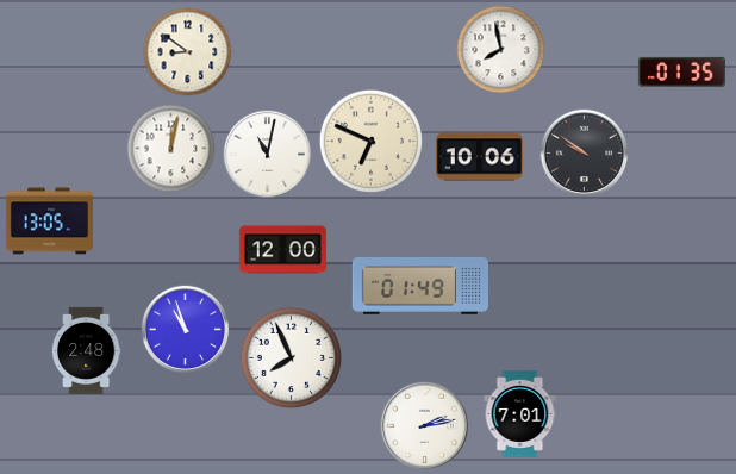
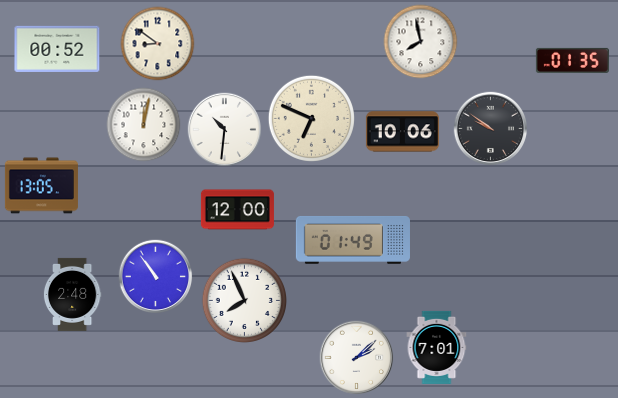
clock at (57, 49): none -> 00:52
clock at (268, 155): 11:02 -> 10:31
clock at (186, 330): 10:57 -> 10:54
clock at (425, 426): 2:13 -> 2:08
